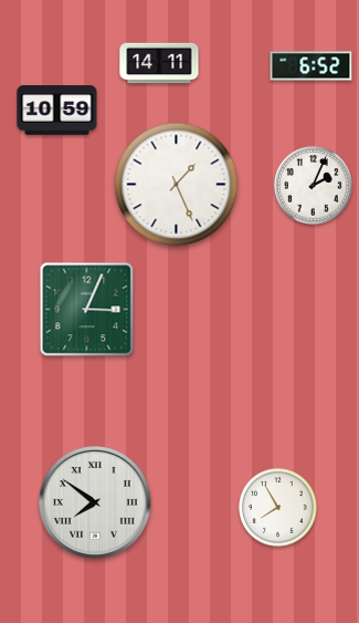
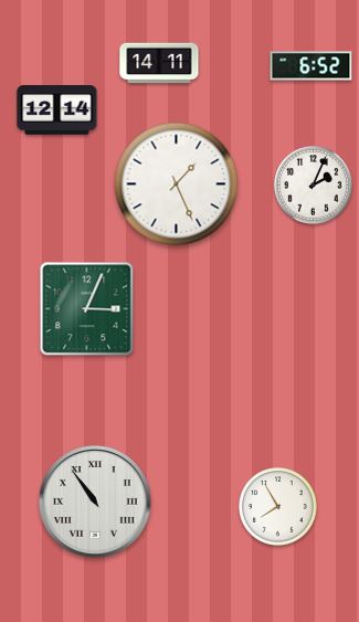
clock at (57, 111): 10:59 -> 12:14
clock at (95, 502): 7:51 -> 10:54
